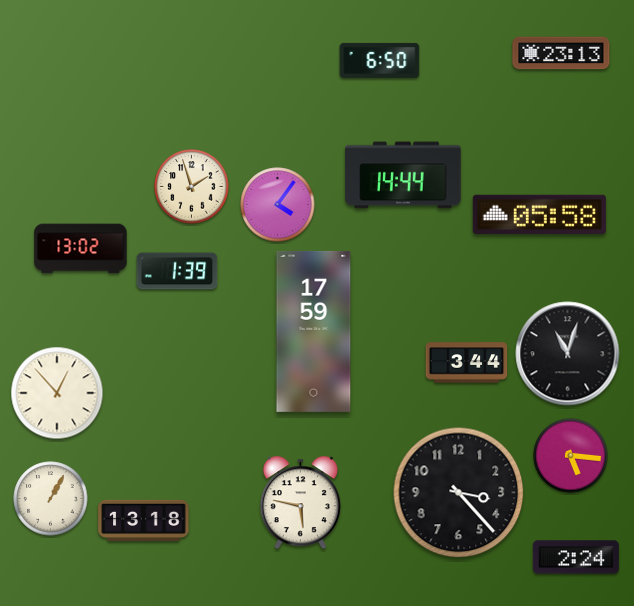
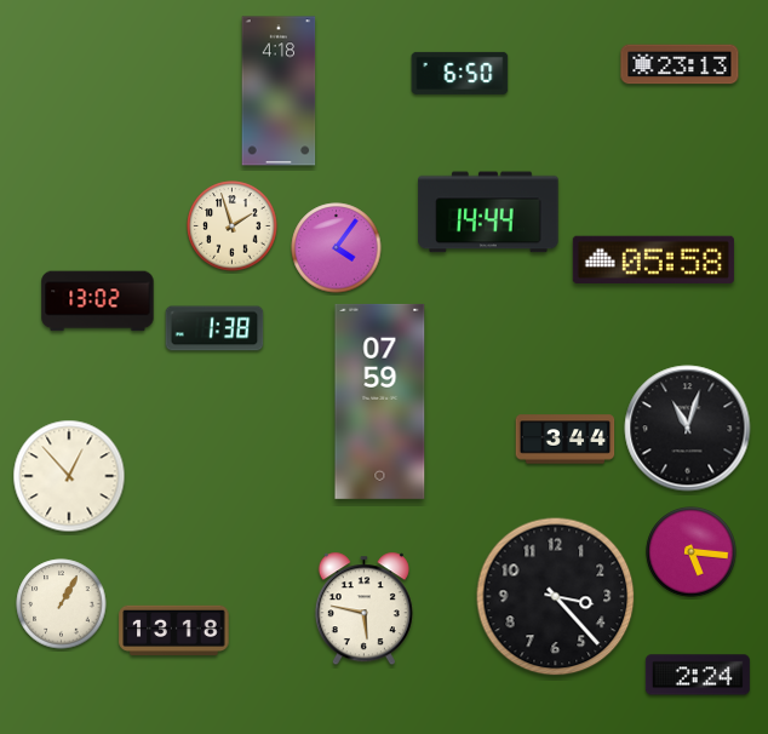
clock at (279, 91): none -> 4:18
clock at (177, 271): 1:39 -> 1:38
clock at (314, 331): 17:59 -> 07:59
